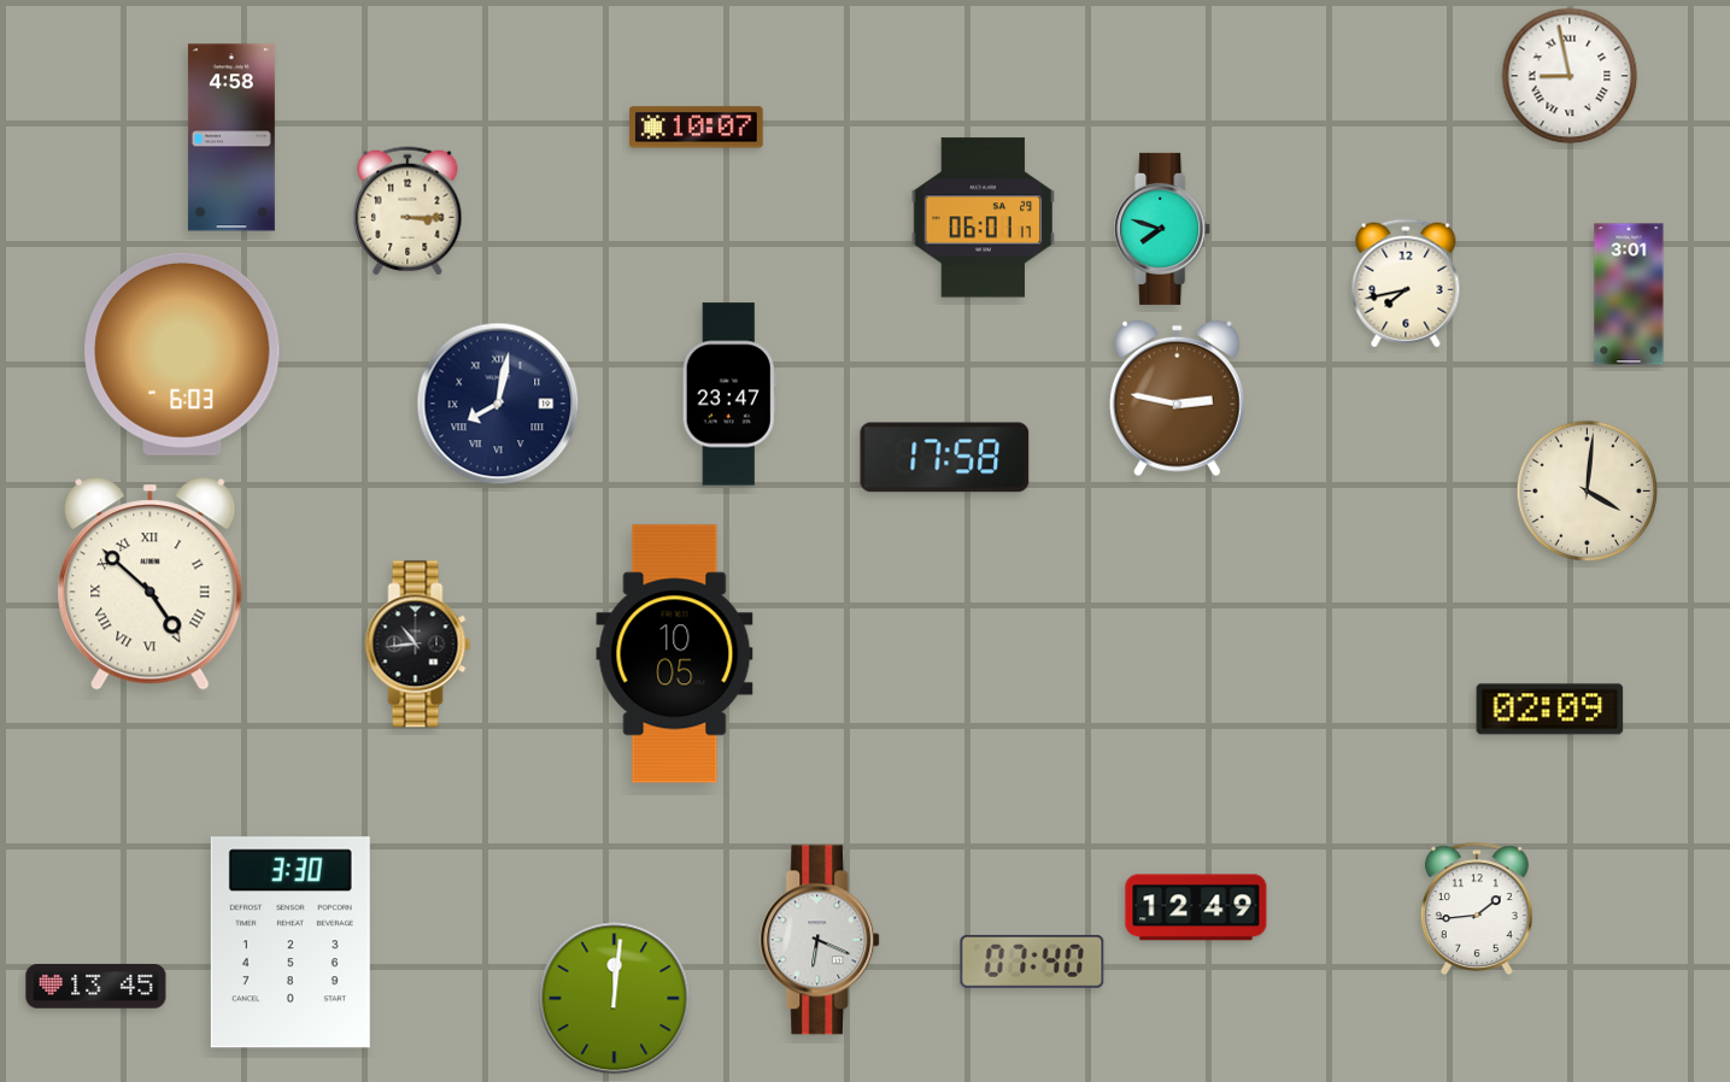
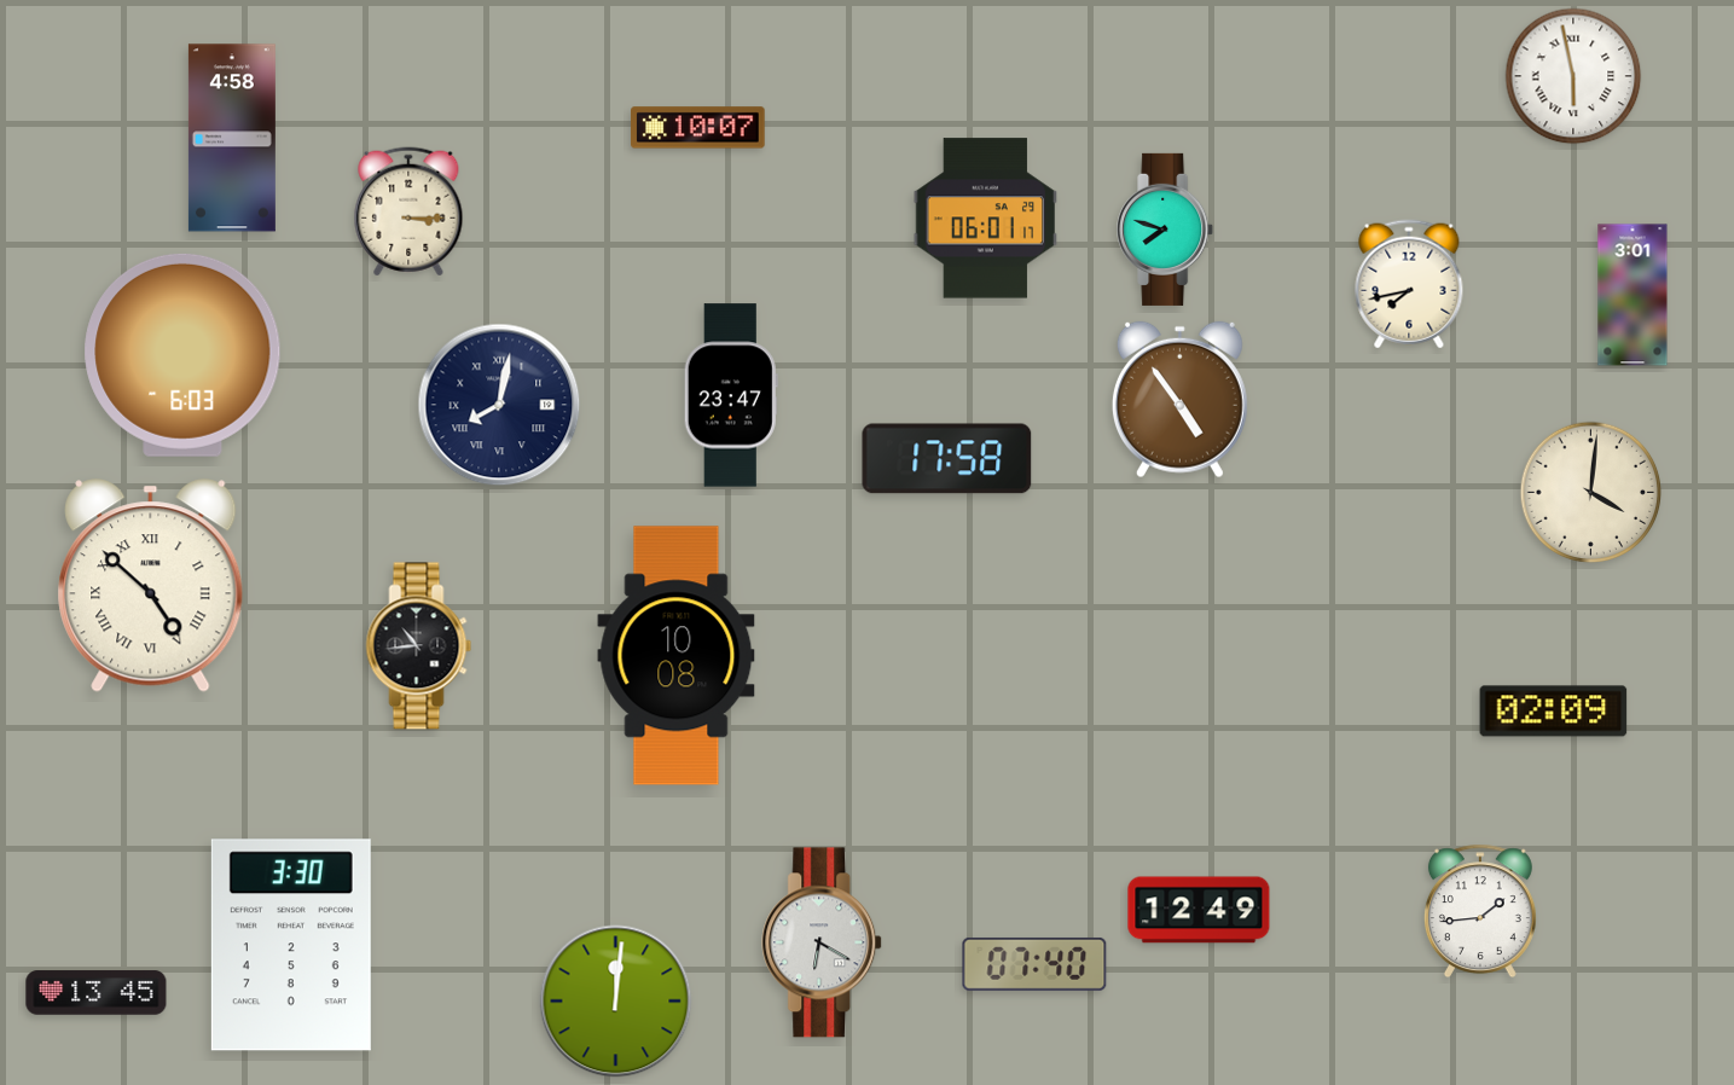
clock at (1570, 76): 8:58 -> 5:58
clock at (1177, 399): 2:47 -> 4:54
clock at (675, 654): 10:05 -> 10:08
clock at (821, 940): 6:19 -> 6:20
clock at (96, 987) position: (96, 987) -> (97, 993)
